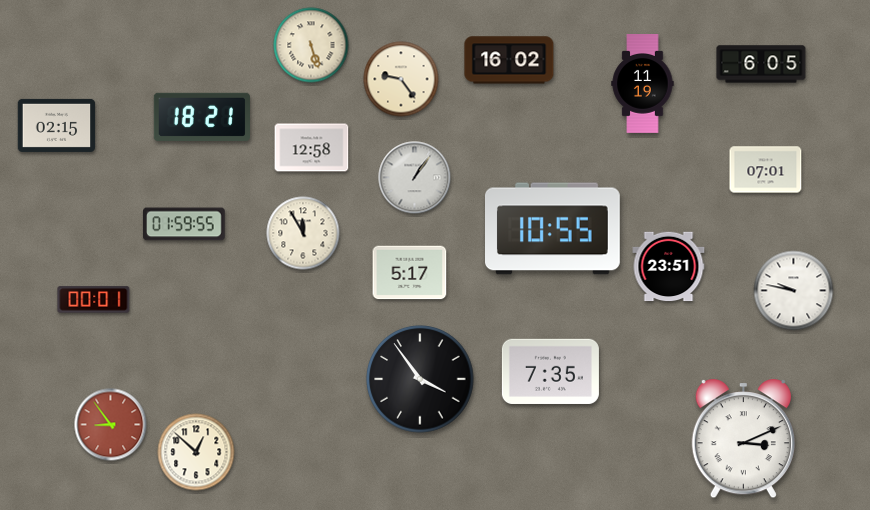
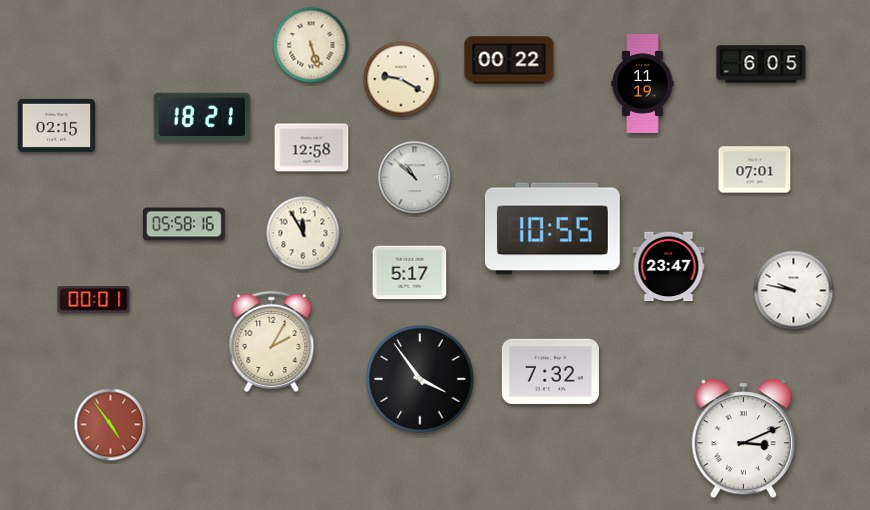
clock at (509, 60): 16:02 -> 00:22
clock at (401, 79): 9:24 -> 9:20
clock at (766, 170) position: (766, 170) -> (755, 170)
clock at (415, 178): 1:06 -> 10:52
clock at (185, 224): 01:59 -> 05:58
clock at (669, 267): 23:51 -> 23:47
clock at (272, 341): none -> 2:05
clock at (550, 371): 7:35 -> 7:32
clock at (111, 425): 8:54 -> 4:54
clock at (196, 452): 12:52 -> none
